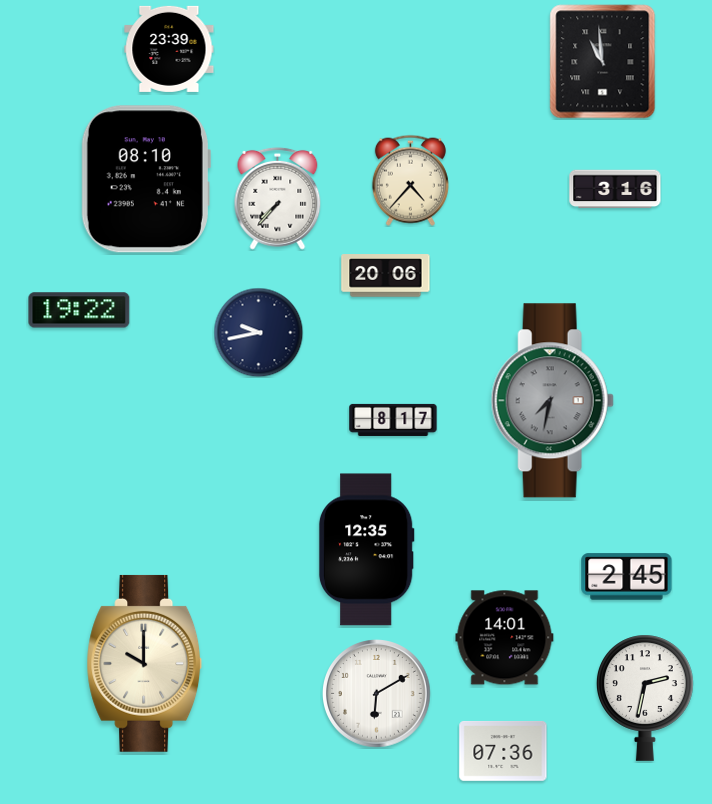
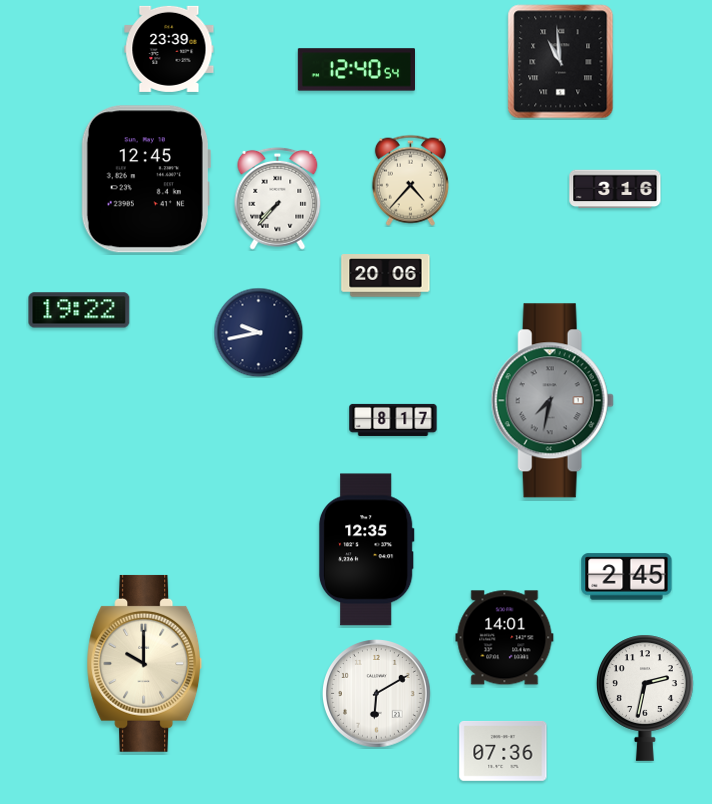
clock at (603, 62) position: (603, 62) -> (561, 62)
clock at (356, 70): none -> 12:40
clock at (146, 179): 08:10 -> 12:45
